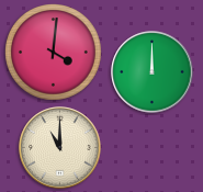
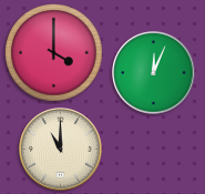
clock at (54, 53): 4:01 -> 4:00
clock at (153, 72): 12:00 -> 12:04
